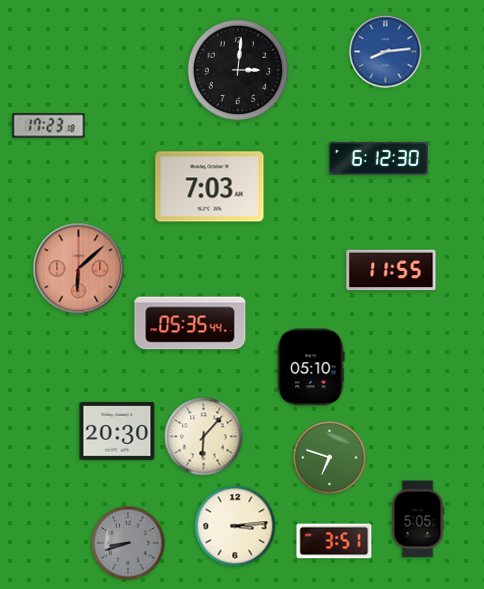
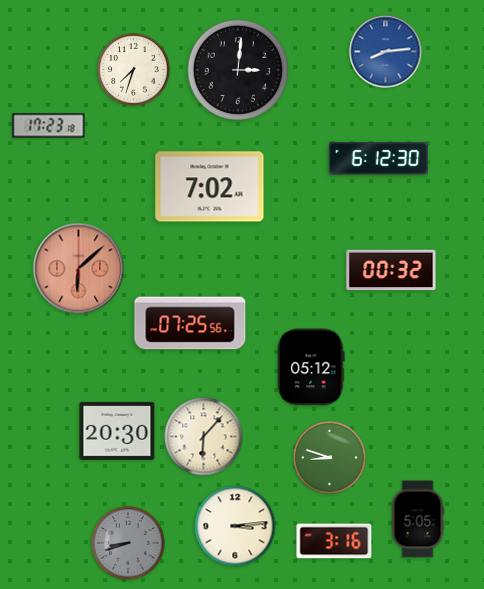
clock at (134, 70): none -> 7:33
clock at (210, 187): 7:03 -> 7:02
clock at (391, 270): 11:55 -> 00:32
clock at (190, 323): 05:35 -> 07:25
clock at (311, 367): 05:10 -> 05:12
clock at (330, 458): 6:48 -> 8:48
clock at (334, 541): 3:51 -> 3:16
